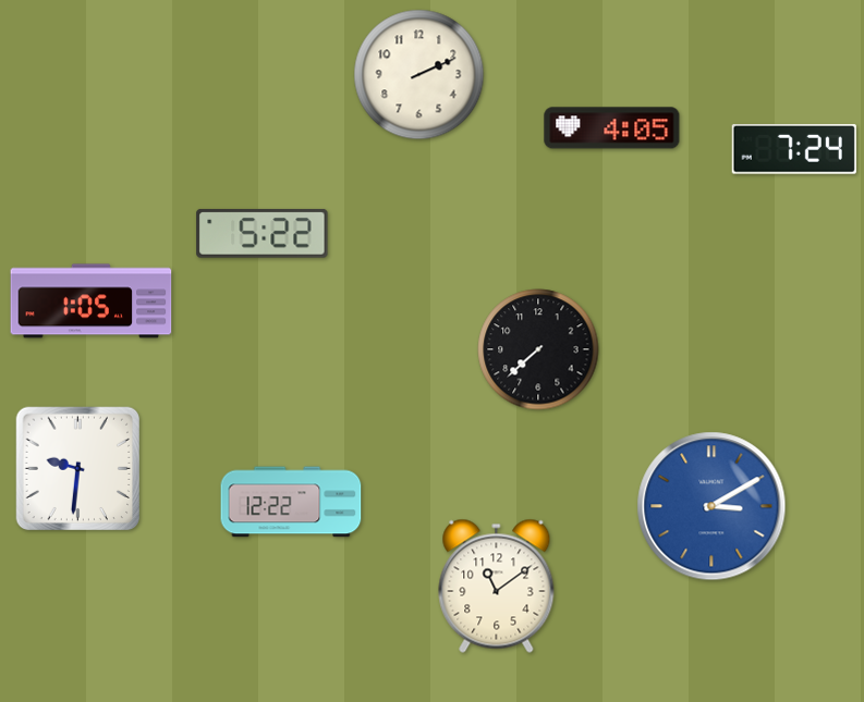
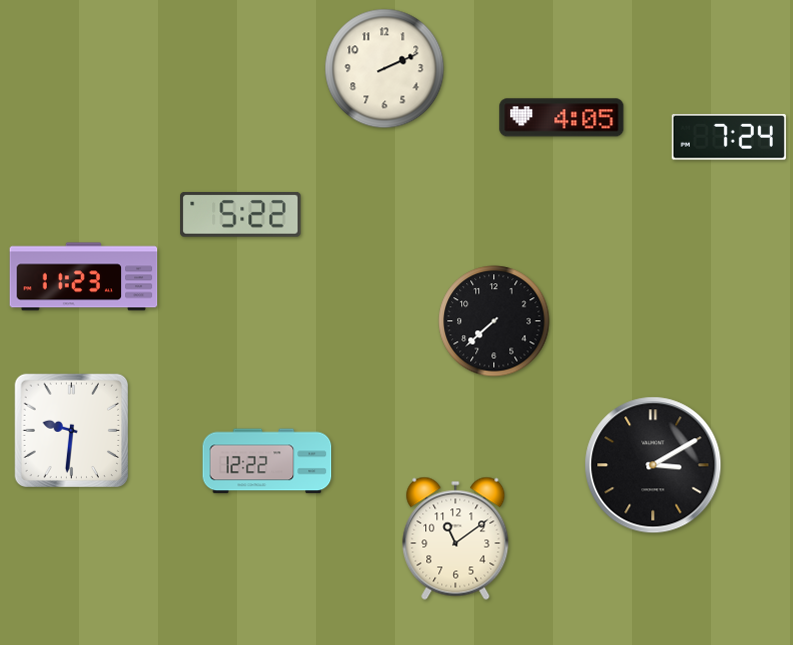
clock at (92, 301): 1:05 -> 11:23
clock at (711, 506) dial: blue -> black
